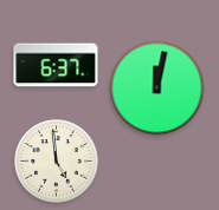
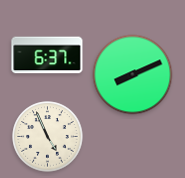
clock at (157, 88): 12:02 -> 8:11
clock at (57, 162): 4:59 -> 4:56
